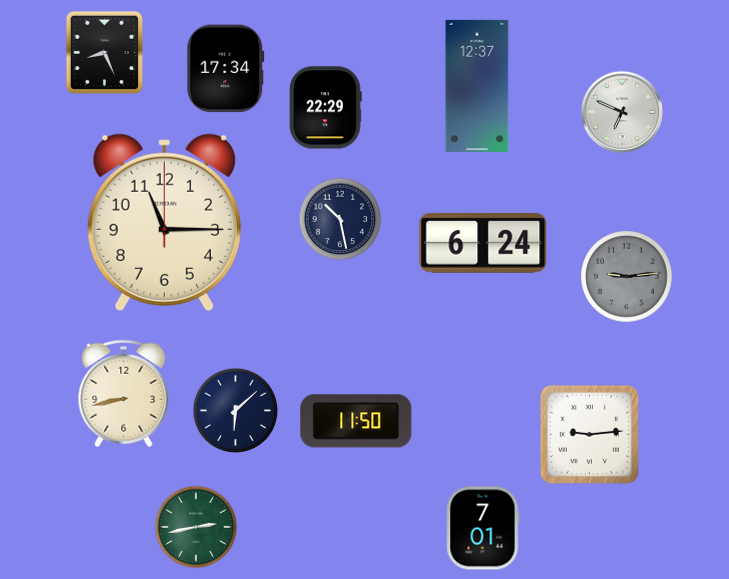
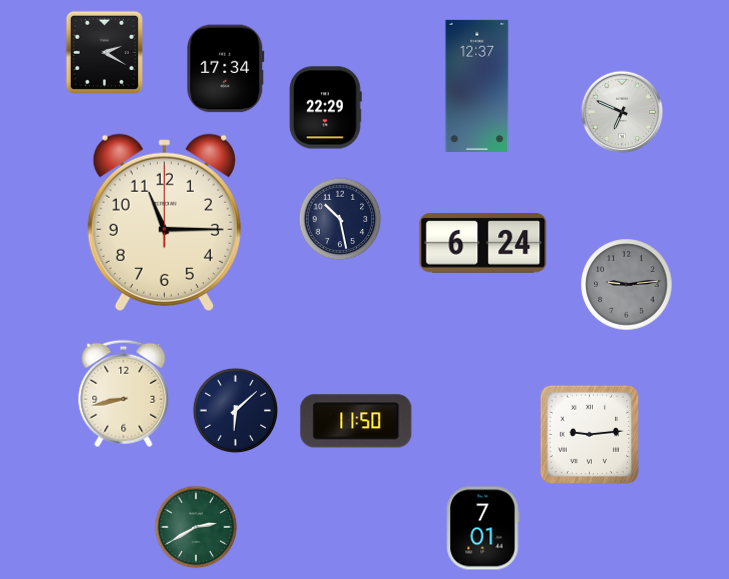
clock at (104, 52): 8:26 -> 2:20
clock at (627, 277) position: (627, 277) -> (627, 285)
clock at (196, 527): 2:43 -> 2:40
